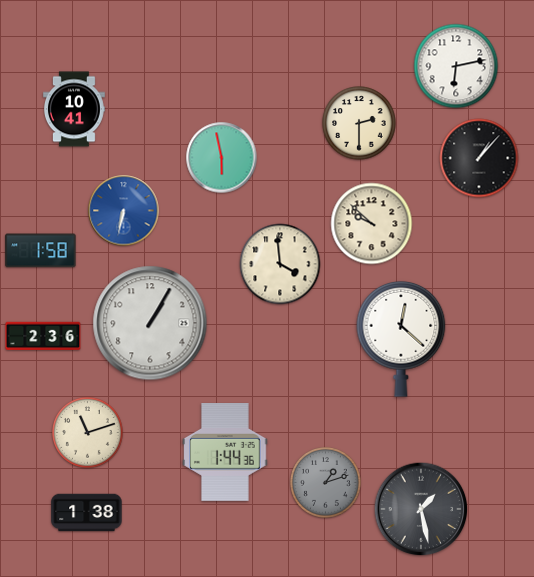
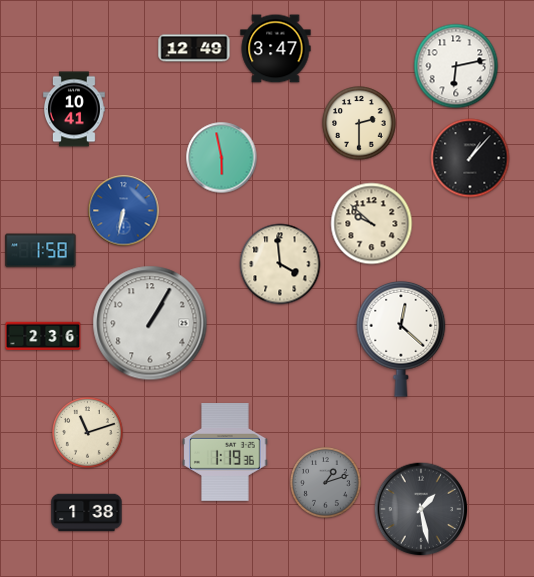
clock at (194, 48): none -> 12:49
clock at (276, 49): none -> 3:47
clock at (479, 158) position: (479, 158) -> (470, 158)
clock at (225, 453): 1:44 -> 1:19
